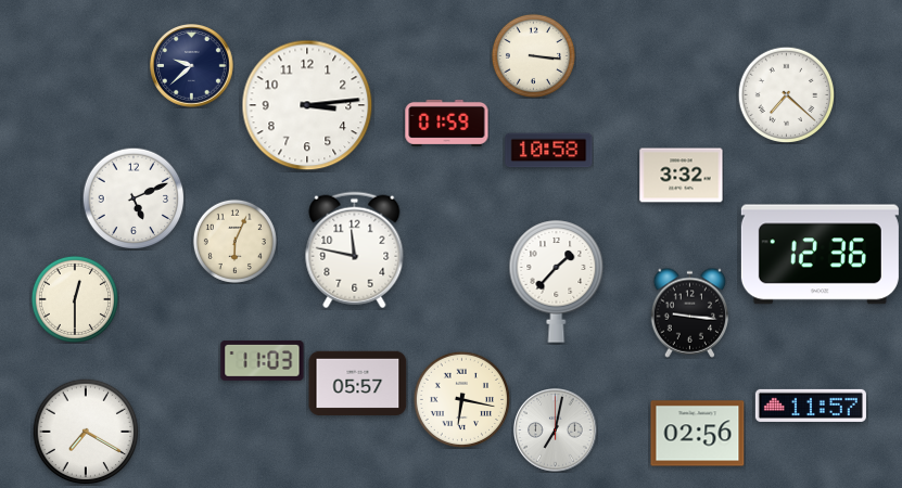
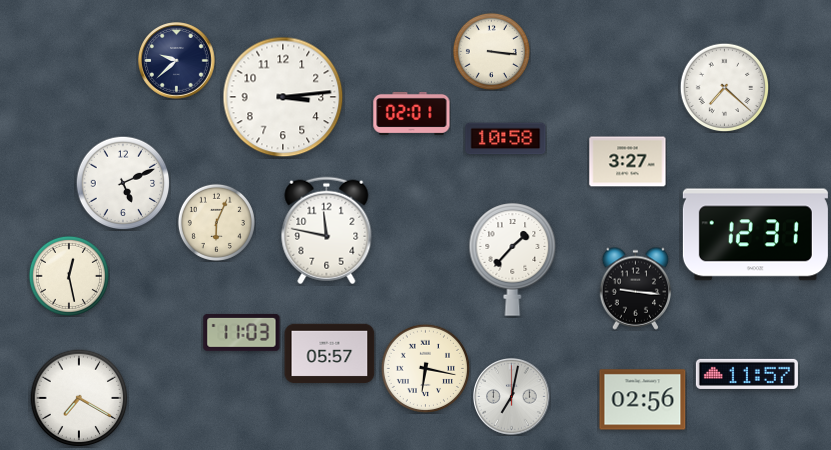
clock at (447, 123): 01:59 -> 02:01
clock at (682, 176): 3:32 -> 3:27
clock at (820, 255): 12:36 -> 12:31
clock at (75, 299): 12:30 -> 12:28
